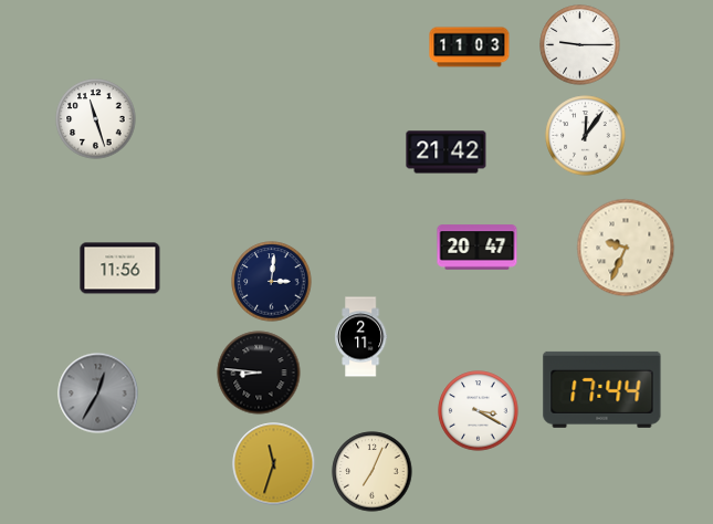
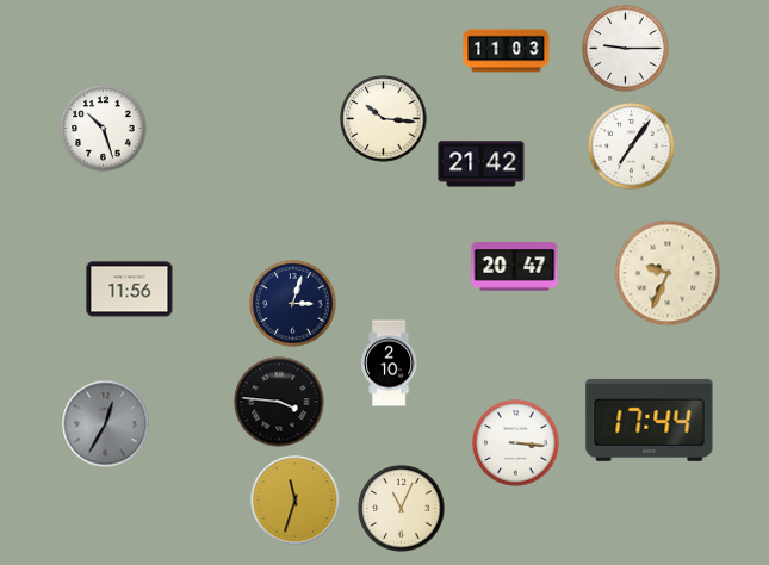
clock at (384, 119): none -> 10:16
clock at (96, 119): 11:27 -> 10:27
clock at (586, 136): 12:06 -> 7:06
clock at (626, 248) position: (626, 248) -> (668, 273)
clock at (272, 282): 3:01 -> 3:03
clock at (361, 337): 2:11 -> 2:10
clock at (259, 373): 8:46 -> 3:46
clock at (479, 411): 3:20 -> 3:16
clock at (373, 472): 7:04 -> 11:04
